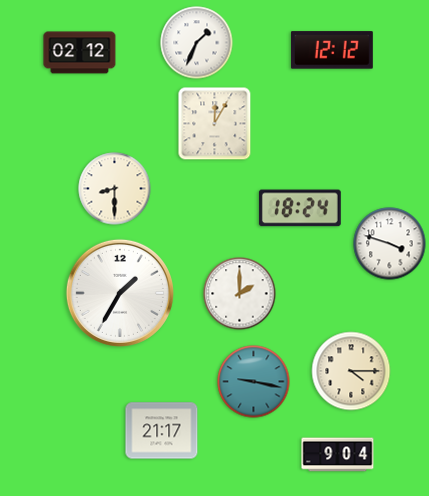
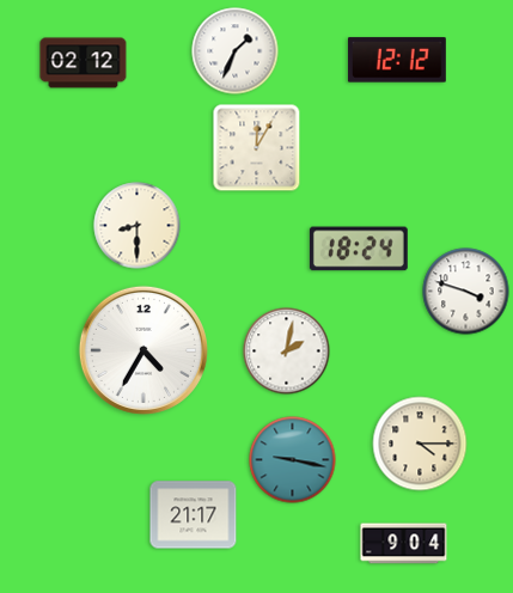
clock at (80, 53) position: (80, 53) -> (84, 63)
clock at (120, 293): 1:35 -> 4:35
clock at (240, 294): 2:00 -> 2:02
clock at (254, 382) position: (254, 382) -> (293, 460)
